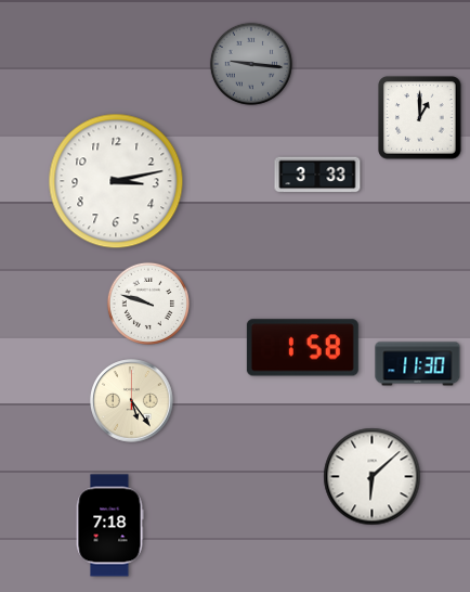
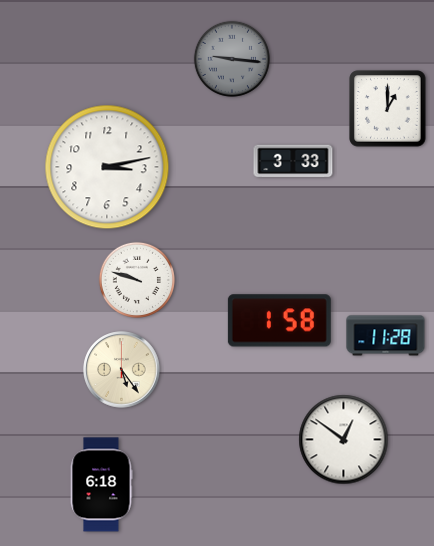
clock at (418, 364): 11:30 -> 11:28
clock at (373, 477): 6:08 -> 12:51
clock at (109, 526): 7:18 -> 6:18
